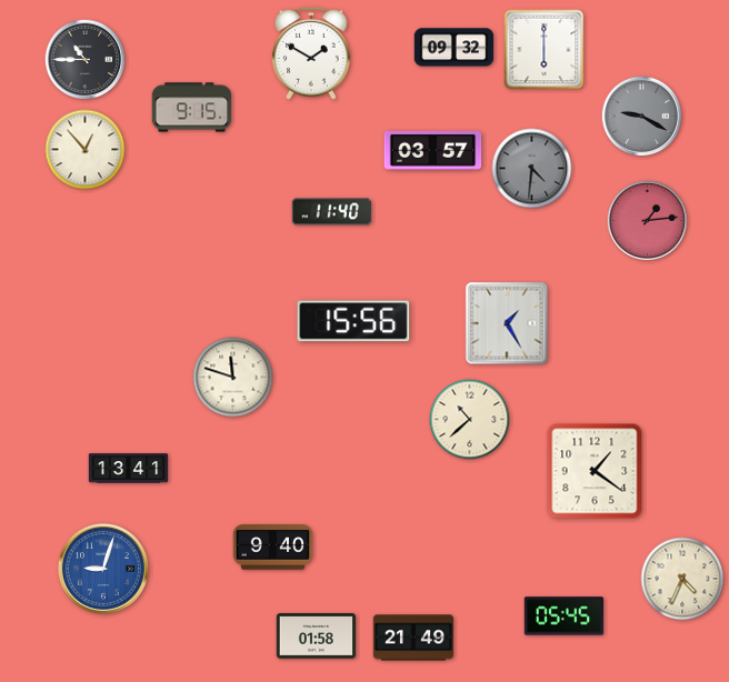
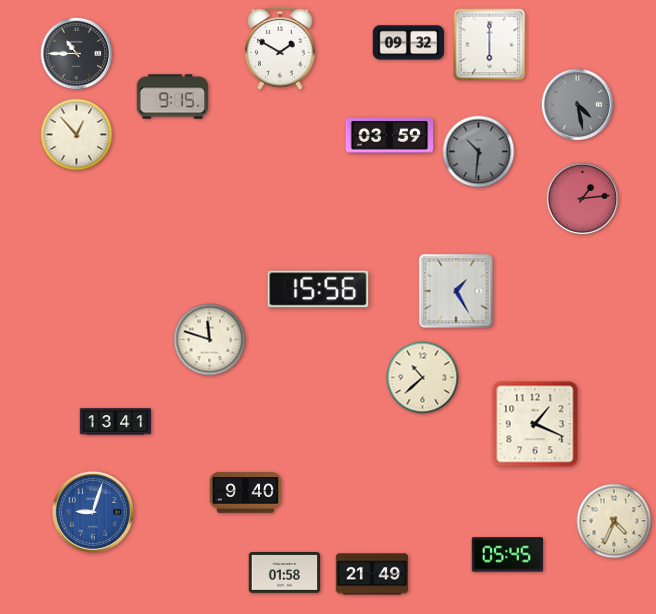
clock at (642, 117): 9:20 -> 4:28
clock at (433, 150): 03:57 -> 03:59
clock at (532, 169): 4:31 -> 10:31
clock at (332, 212): 11:40 -> none
clock at (595, 471): 1:21 -> 1:19
